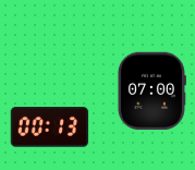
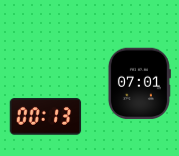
clock at (151, 92): 07:00 -> 07:01
